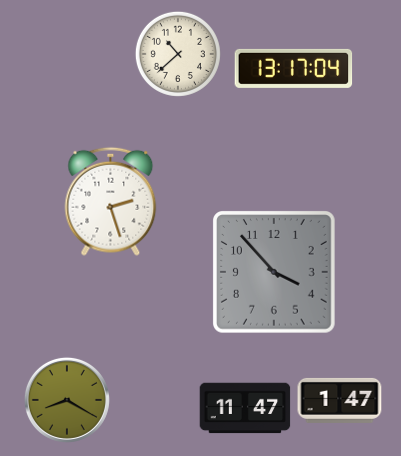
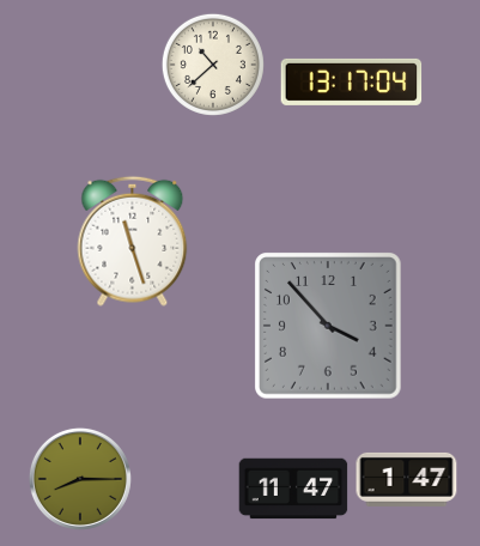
clock at (111, 201): 2:27 -> 11:27
clock at (67, 400): 8:20 -> 8:15
